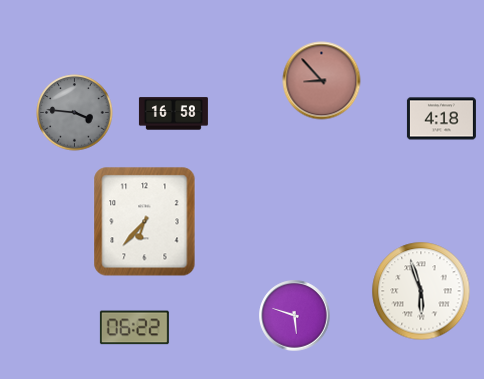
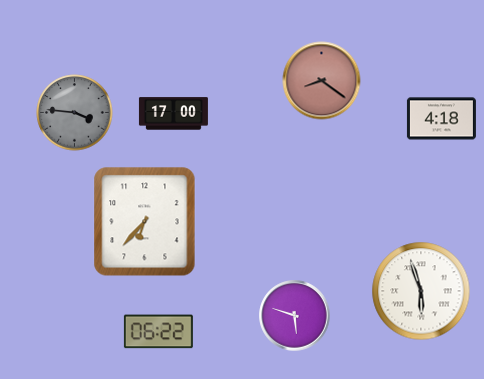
clock at (322, 81): 8:53 -> 8:21
clock at (173, 114): 16:58 -> 17:00
clock at (134, 328) position: (134, 328) -> (158, 332)
